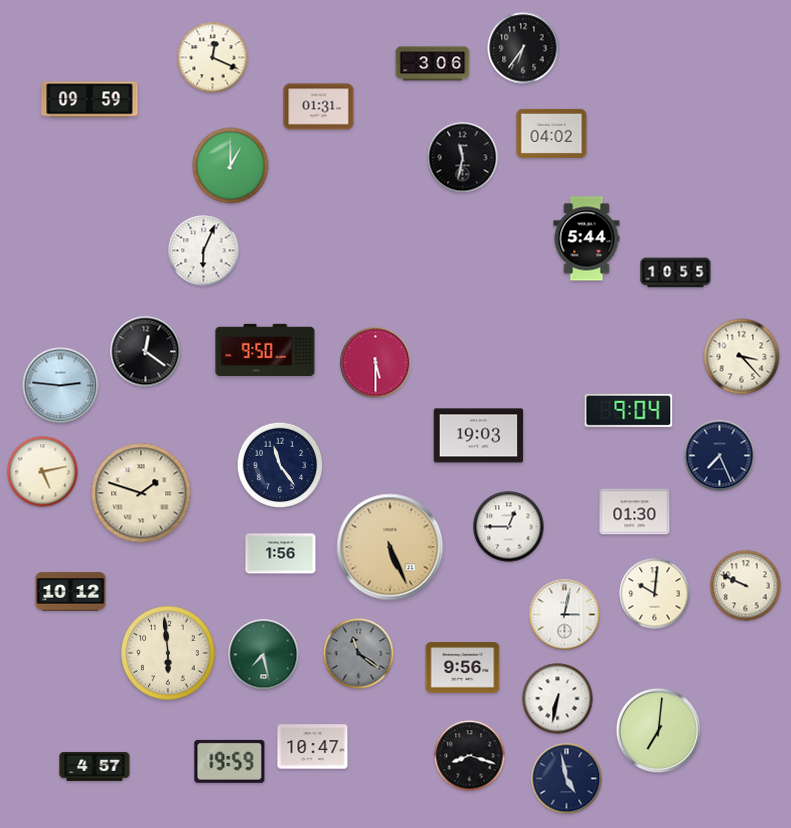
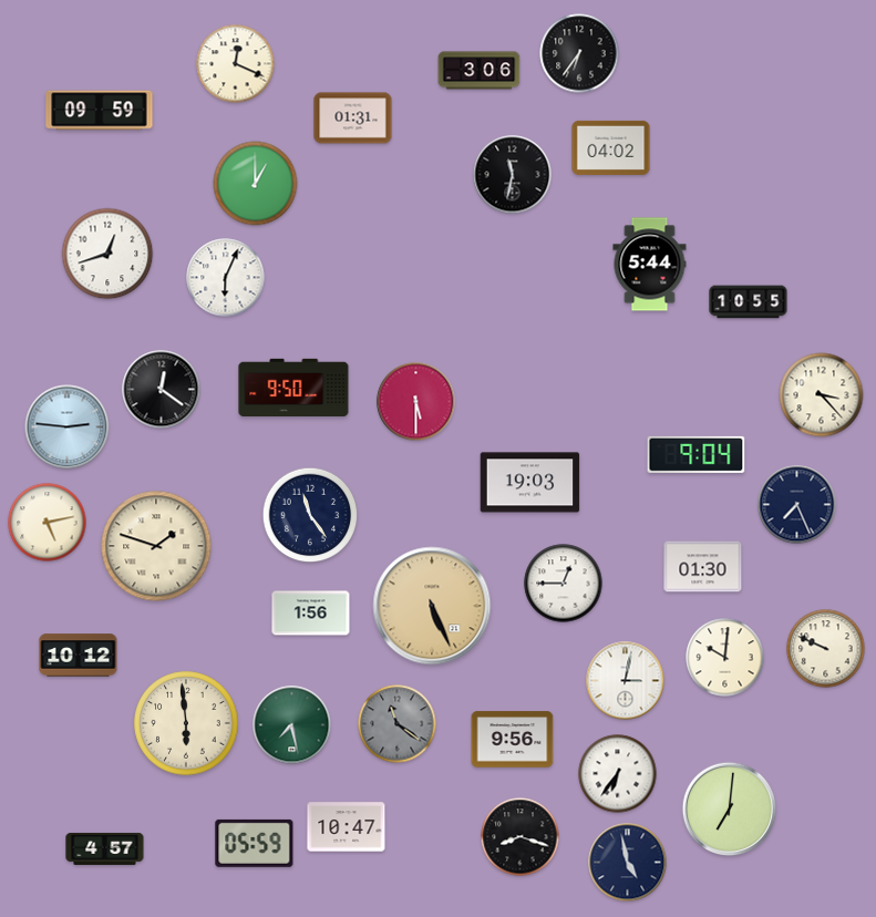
clock at (107, 254): none -> 12:42
clock at (558, 699): 6:32 -> 6:36
clock at (230, 761): 19:59 -> 05:59
